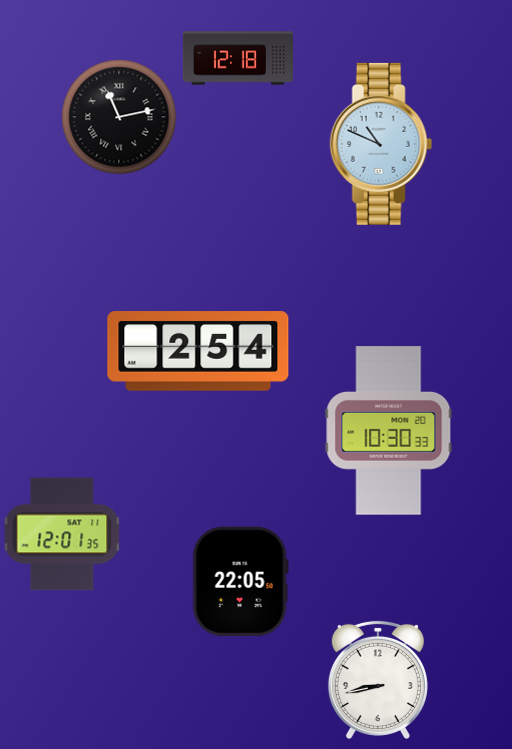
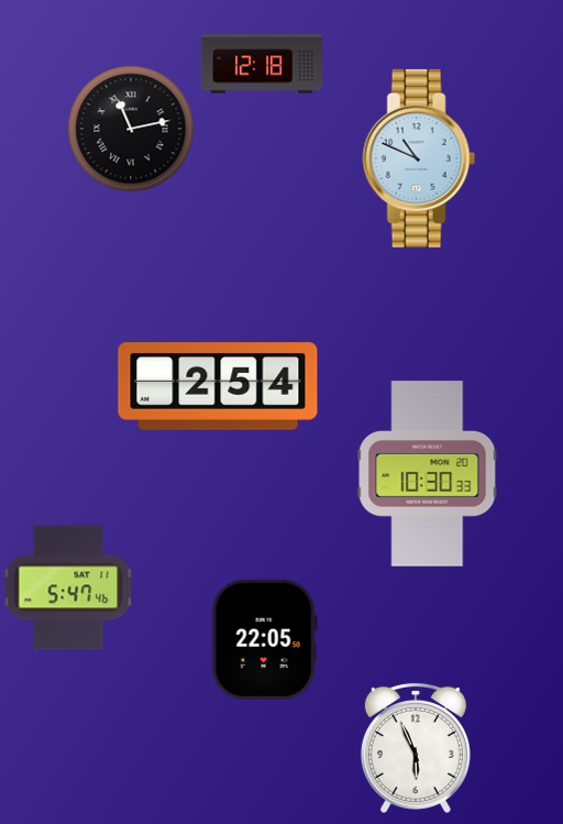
clock at (62, 534): 12:01 -> 5:47
clock at (378, 680): 8:43 -> 5:56
